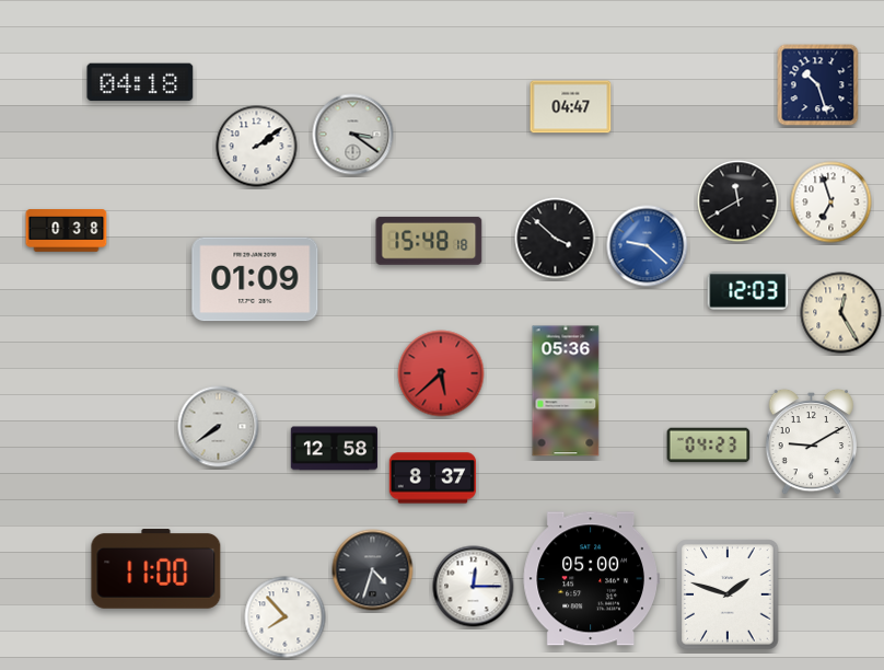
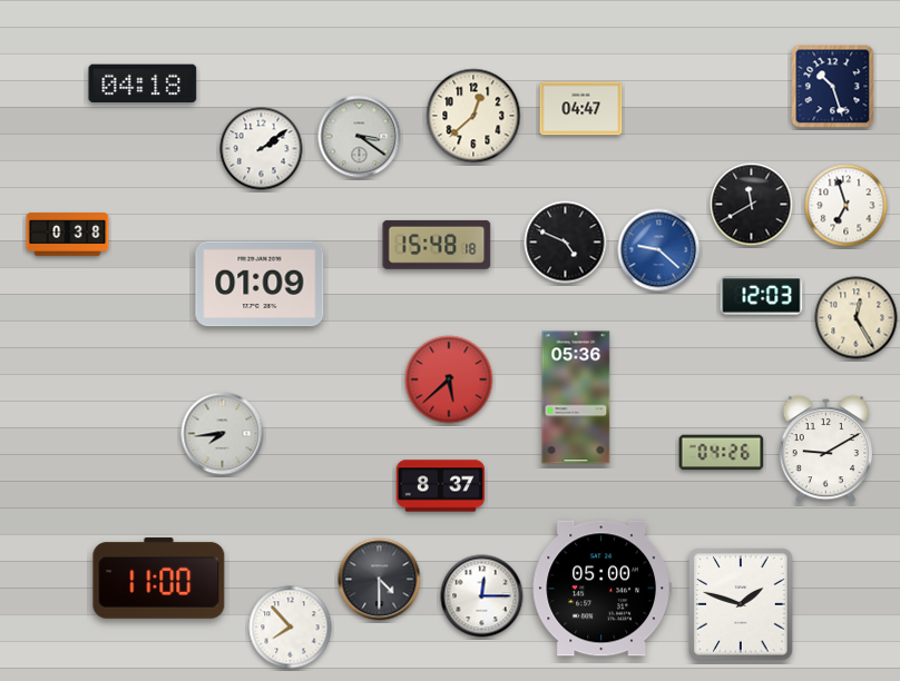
clock at (473, 116): none -> 12:38
clock at (556, 239): 3:52 -> 4:49
clock at (219, 427): 7:39 -> 7:44
clock at (709, 446): 04:23 -> 04:26
clock at (334, 449): 12:58 -> none
clock at (373, 570): 4:33 -> 4:30
